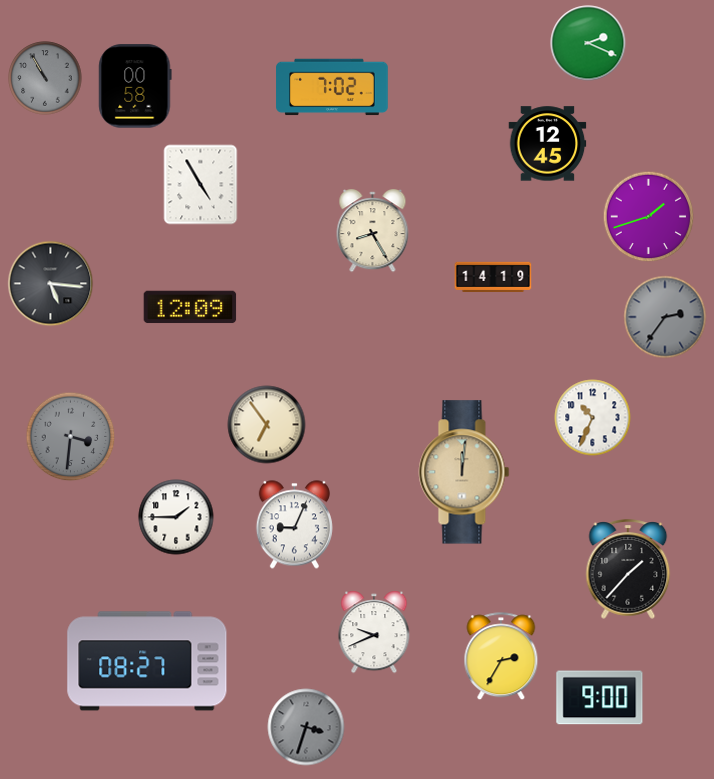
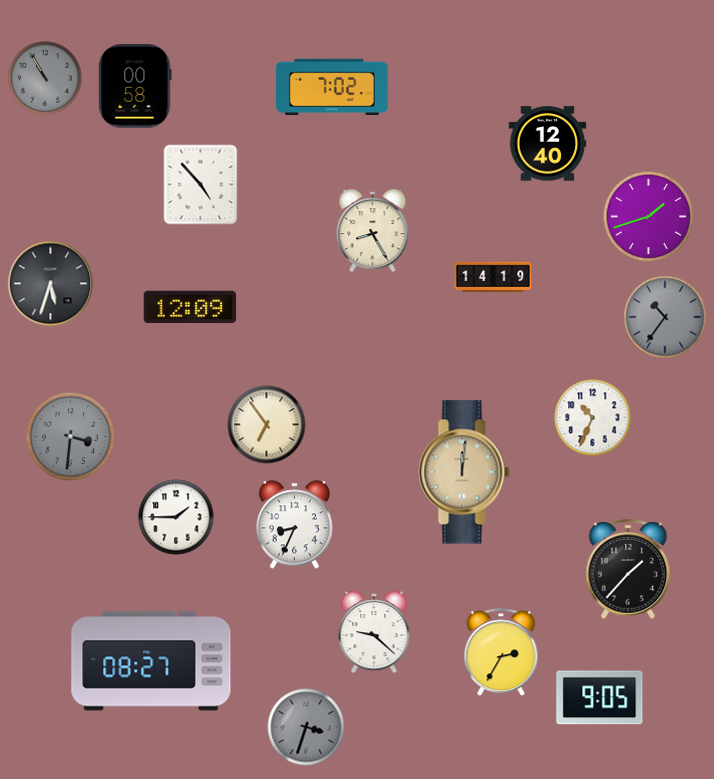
clock at (588, 43): 2:19 -> none
clock at (548, 144): 12:45 -> 12:40
clock at (201, 185): 4:55 -> 4:53
clock at (51, 284): 5:16 -> 5:33
clock at (665, 317): 2:36 -> 10:36
clock at (294, 525): 9:04 -> 8:34
clock at (374, 632): 9:41 -> 9:22
clock at (501, 657) position: (501, 657) -> (501, 653)
clock at (147, 661) position: (147, 661) -> (151, 661)
clock at (600, 698): 9:00 -> 9:05
